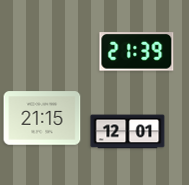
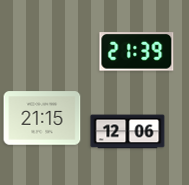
clock at (128, 132): 12:01 -> 12:06
